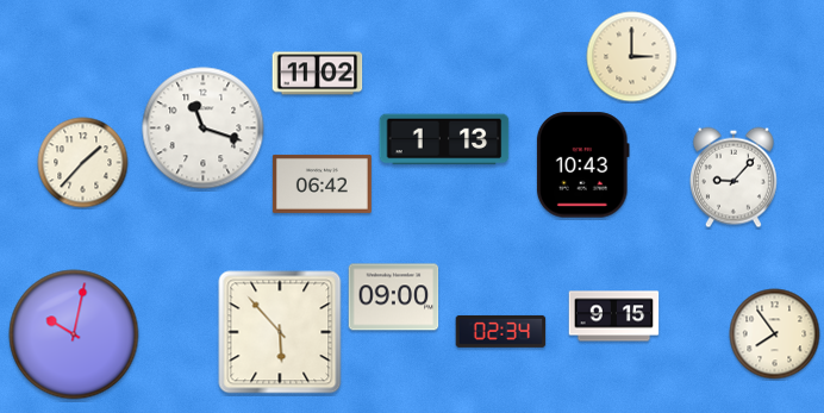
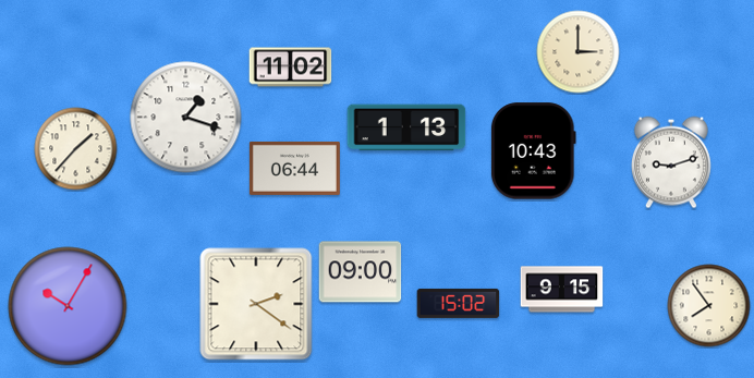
clock at (204, 129): 11:18 -> 1:18
clock at (734, 177): 9:07 -> 9:12
clock at (322, 183): 06:42 -> 06:44
clock at (501, 331): 02:34 -> 15:02
clock at (280, 332): 5:53 -> 2:21
clock at (74, 334): 10:02 -> 10:05
